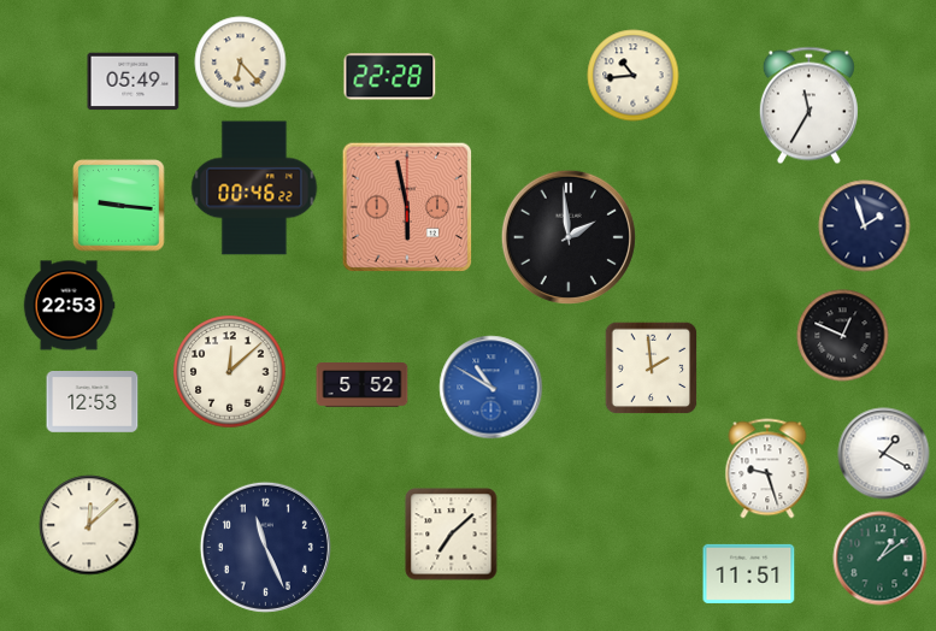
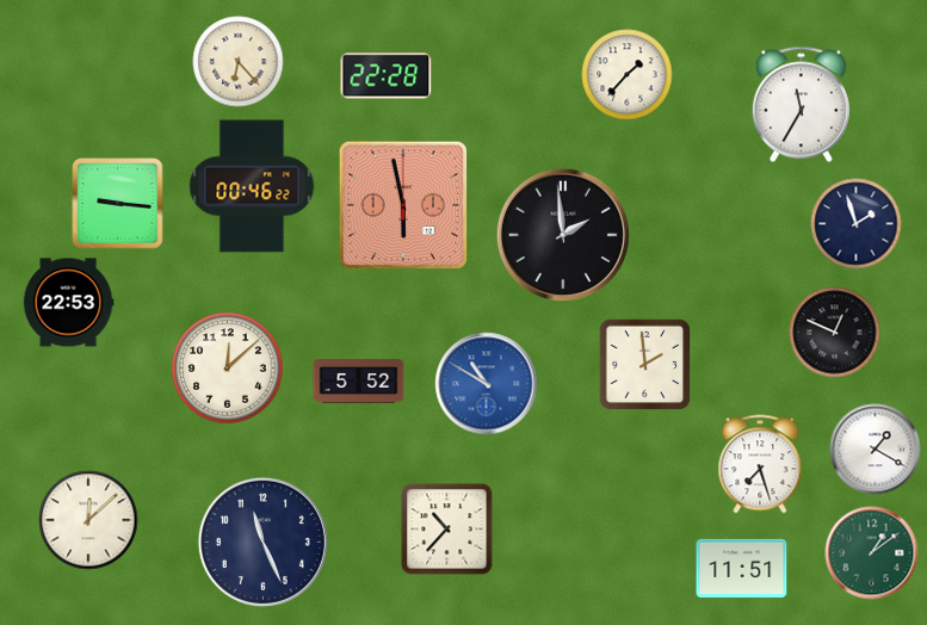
clock at (634, 76): 10:44 -> 1:37
clock at (134, 82): 05:49 -> none
clock at (93, 402): 12:53 -> none
clock at (767, 468): 9:27 -> 7:27
clock at (452, 535): 7:08 -> 10:37
